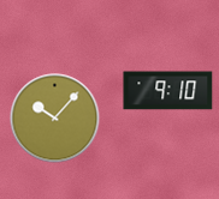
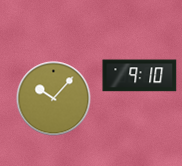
clock at (55, 119) position: (55, 119) -> (54, 99)
